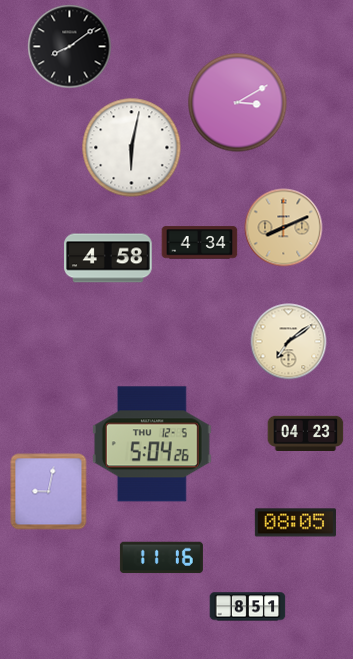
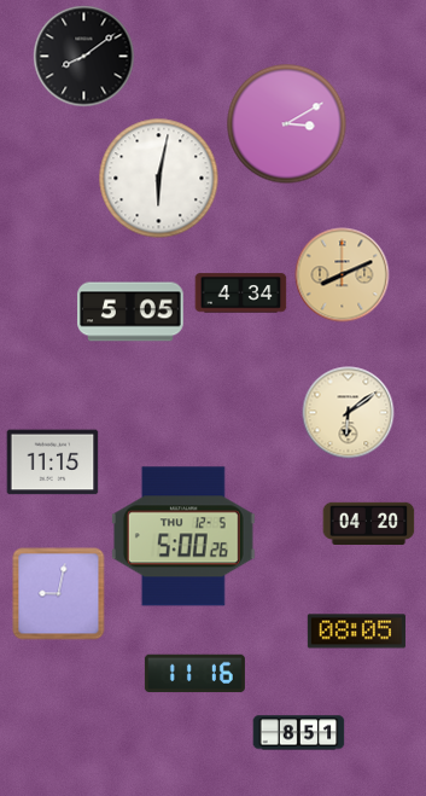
clock at (108, 258): 4:58 -> 5:05
clock at (289, 342): 7:09 -> 6:09
clock at (53, 463): none -> 11:15
clock at (306, 433): 04:23 -> 04:20
clock at (152, 444): 5:04 -> 5:00
